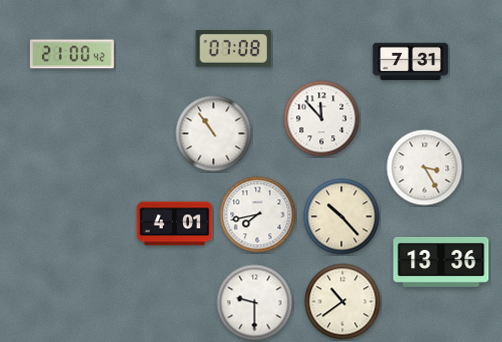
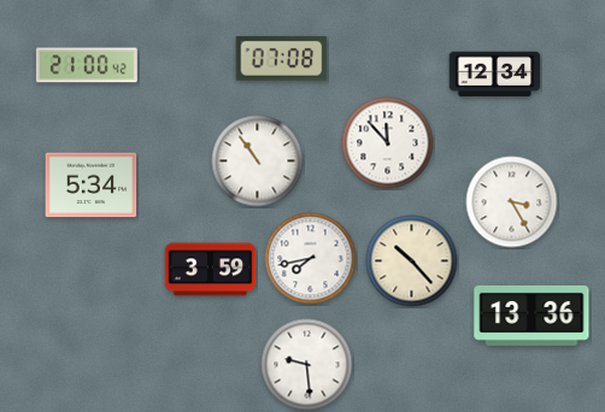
clock at (411, 62): 7:31 -> 12:34
clock at (92, 186): none -> 5:34
clock at (175, 224): 4:01 -> 3:59
clock at (343, 302): 10:39 -> none
clock at (255, 303): 9:30 -> 9:29
